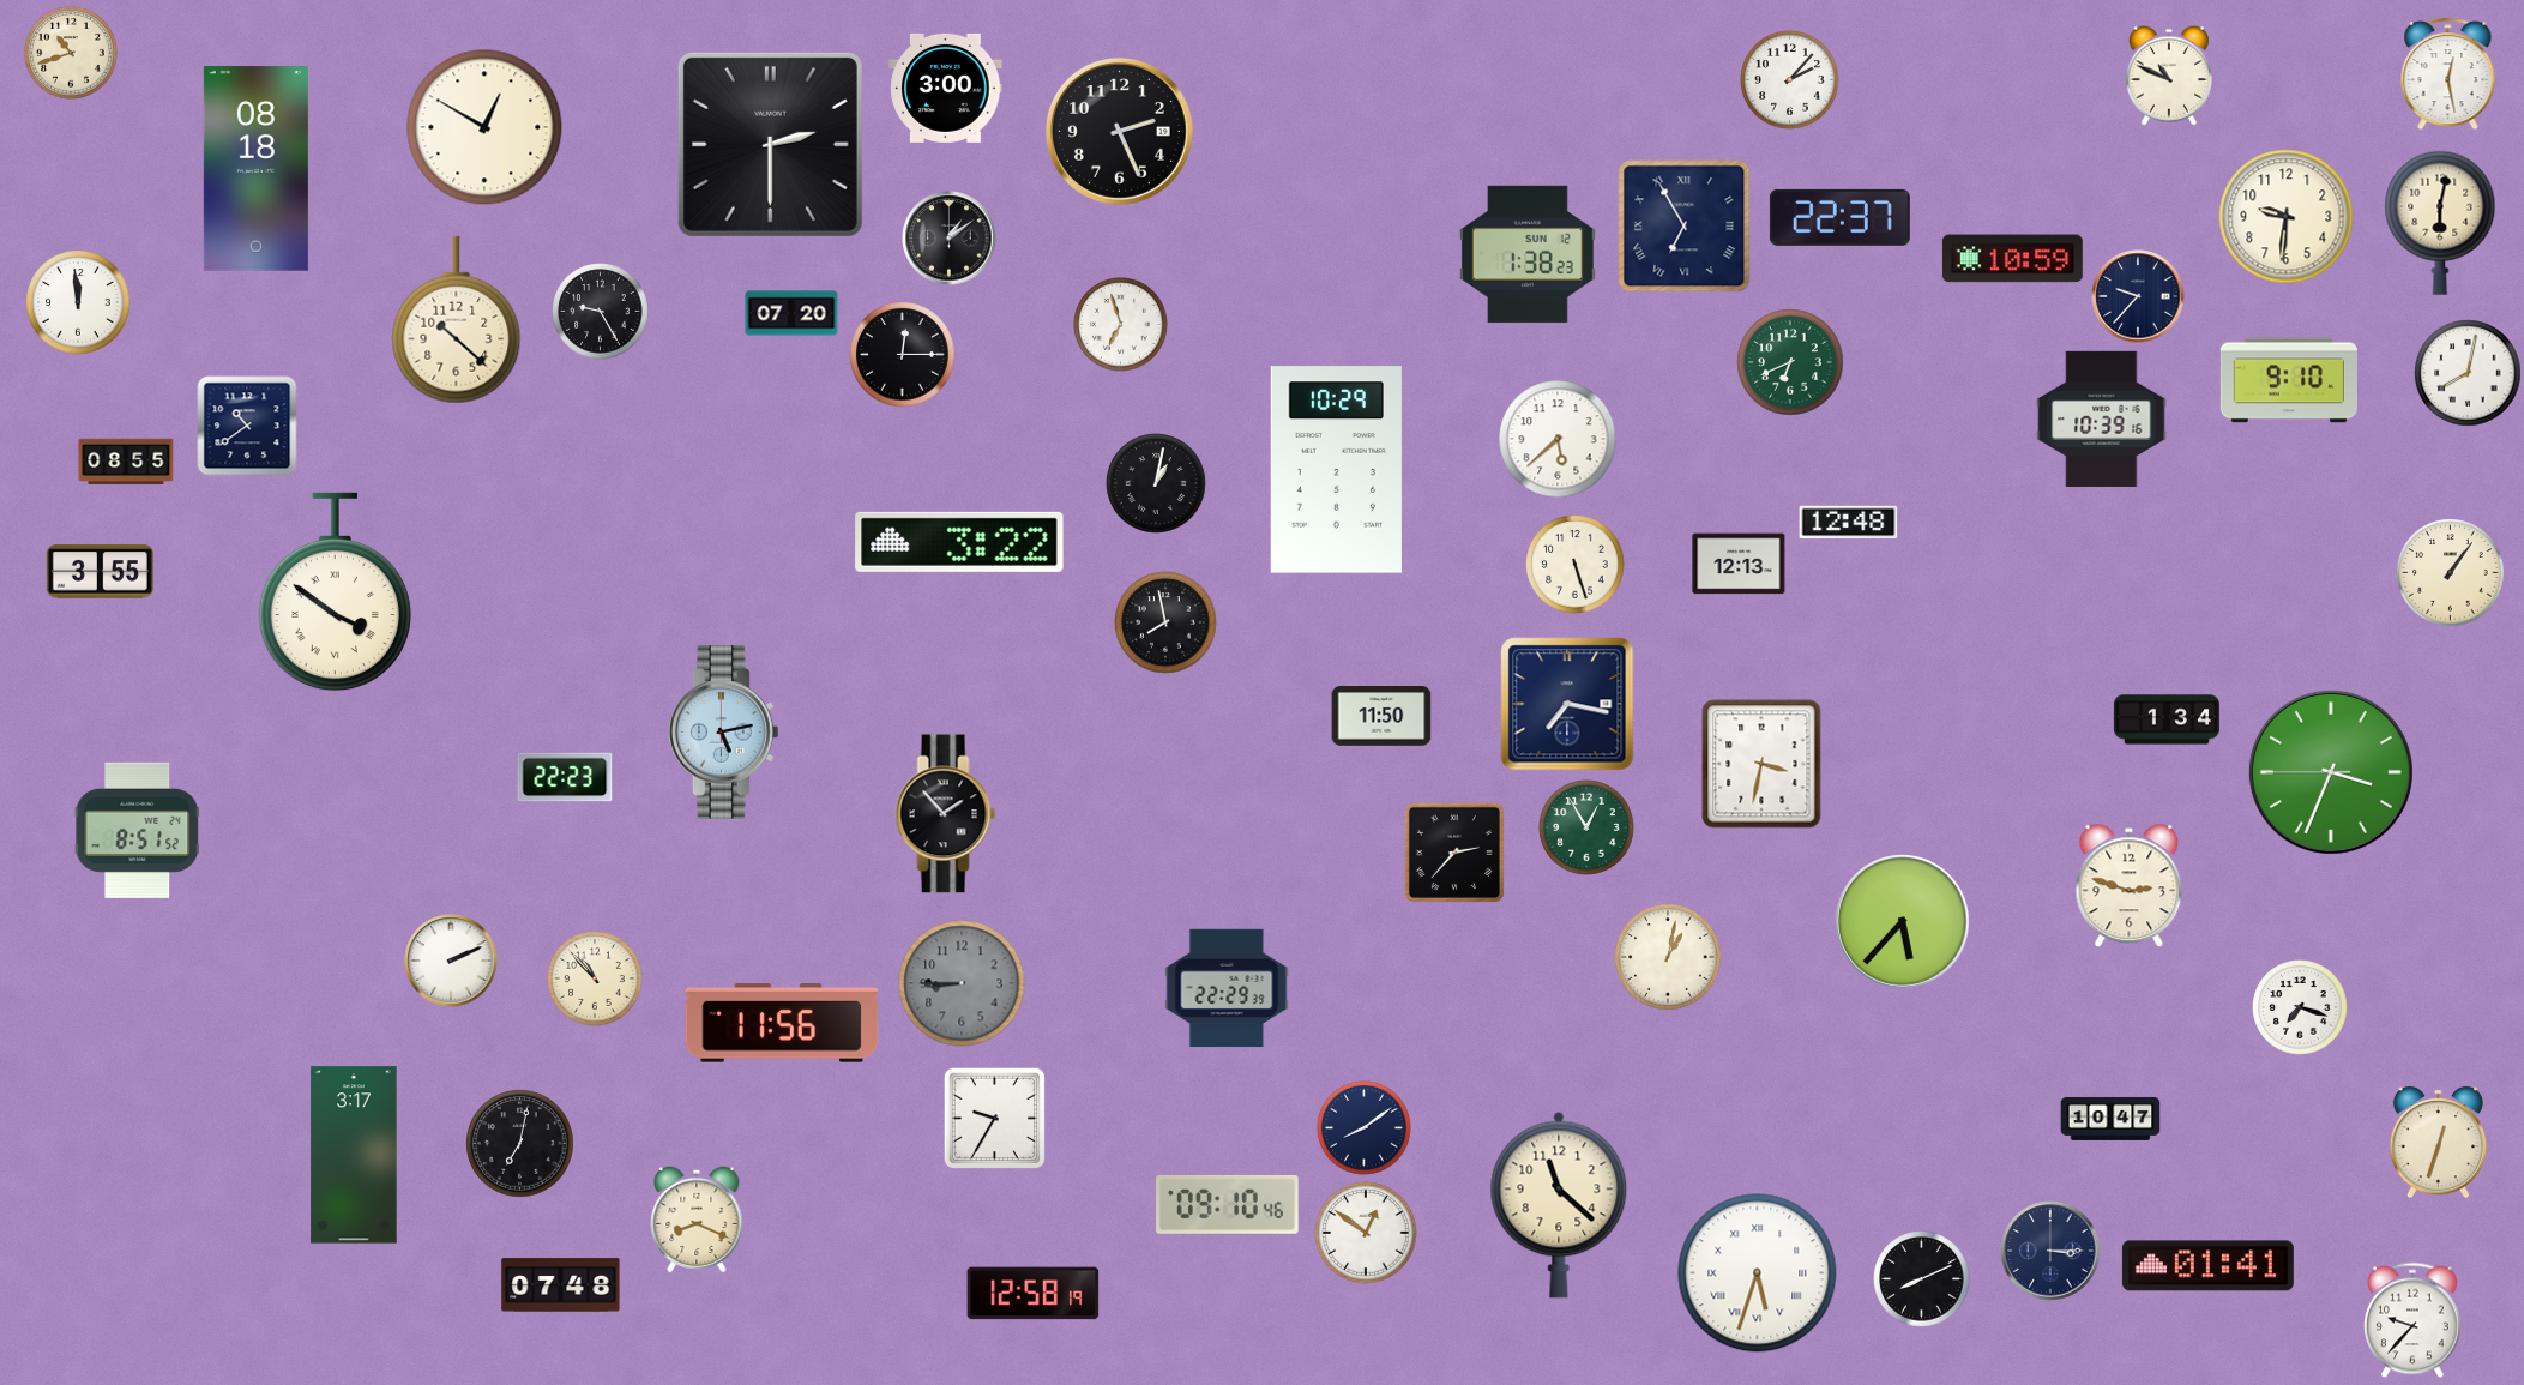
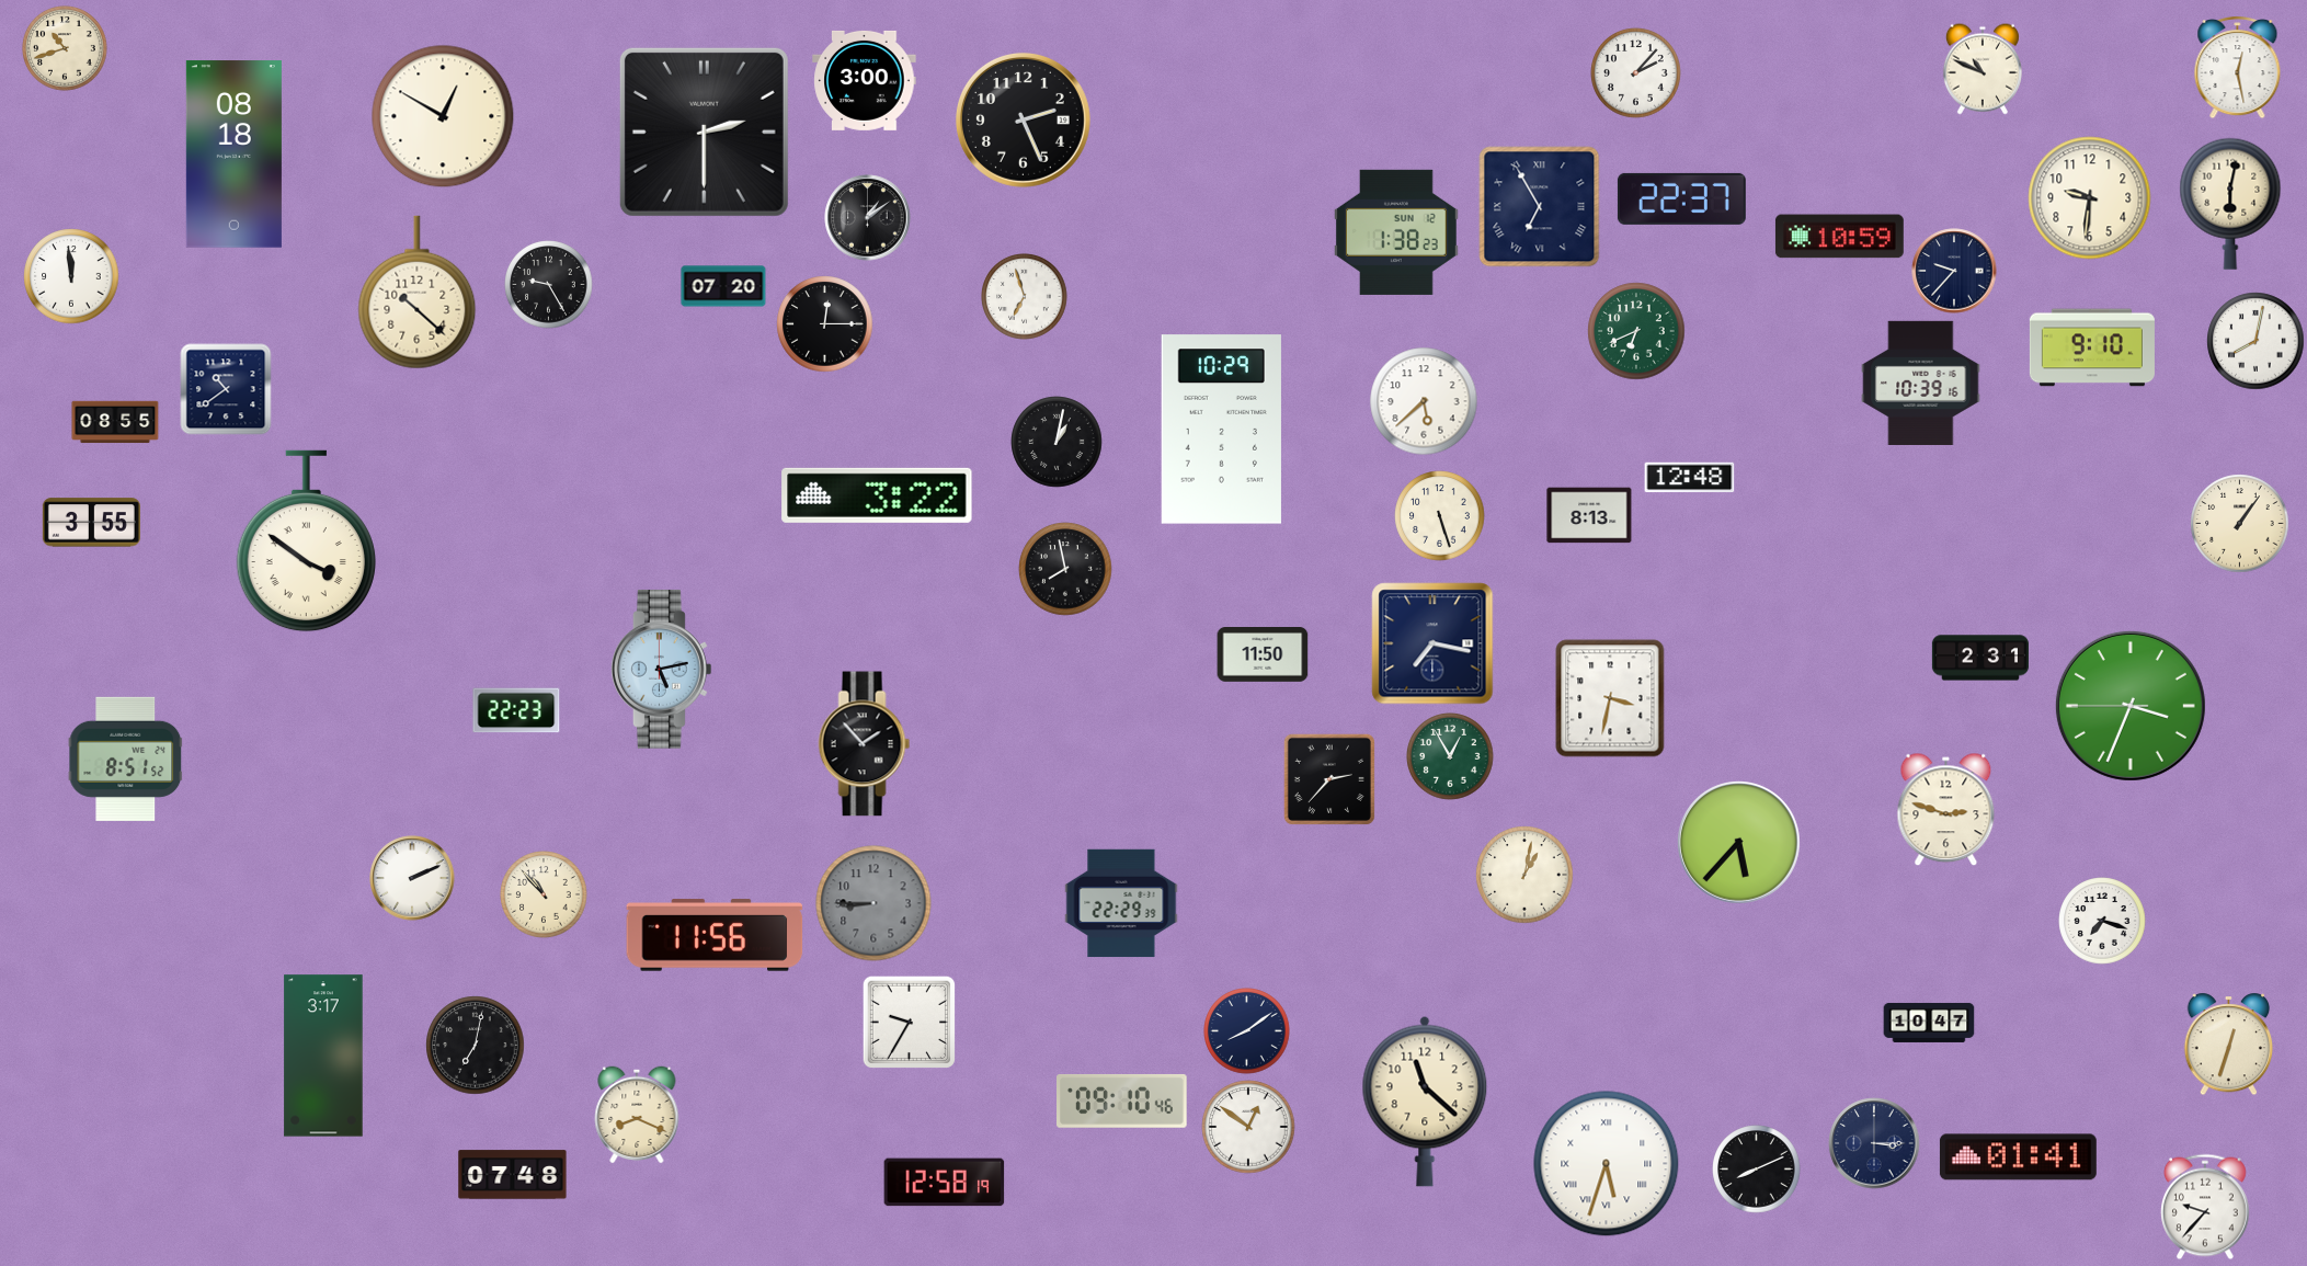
clock at (1739, 564): 12:13 -> 8:13
clock at (2167, 719): 1:34 -> 2:31
clock at (962, 983) position: (962, 983) -> (873, 903)
